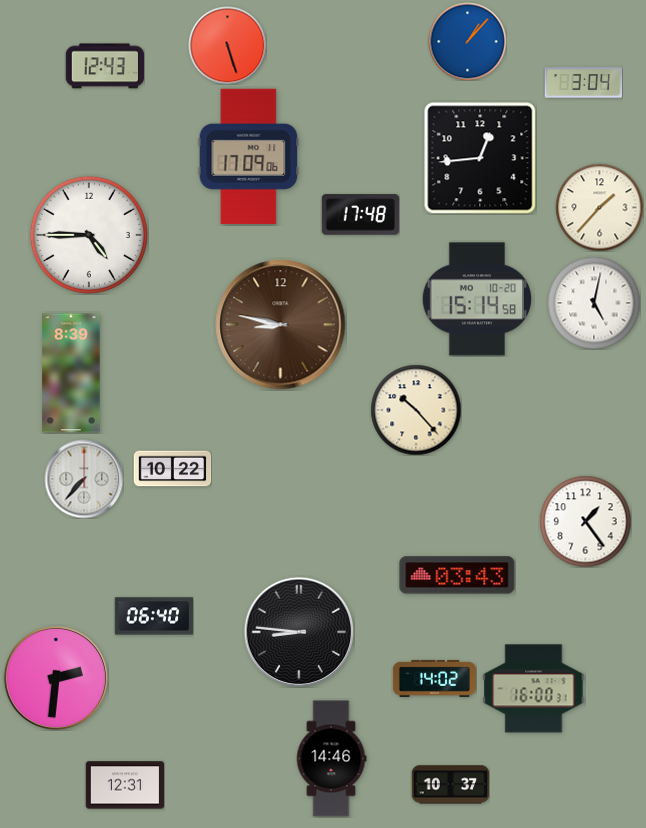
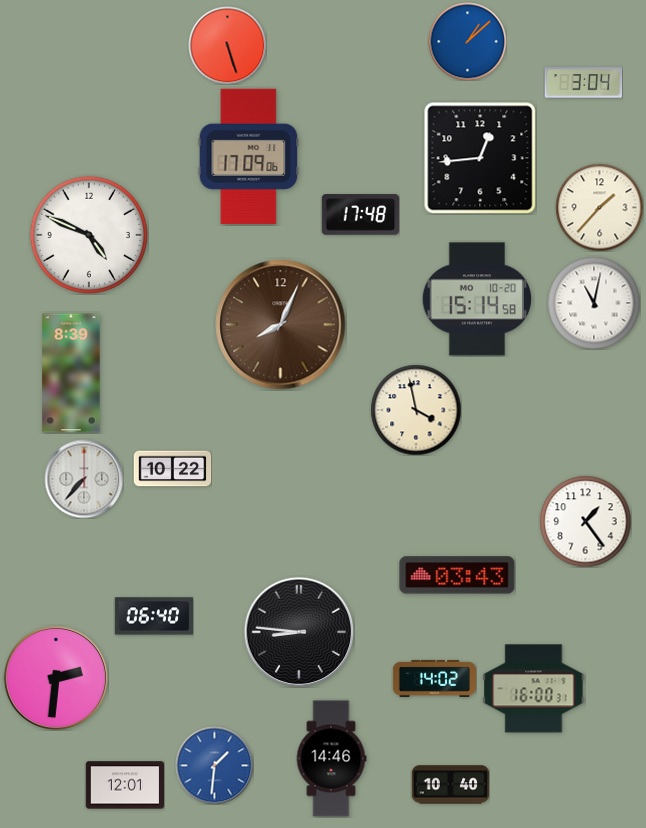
clock at (467, 41): 1:07 -> 1:08
clock at (104, 66): 12:43 -> none
clock at (89, 235): 4:45 -> 4:49
clock at (594, 303): 5:02 -> 11:02
clock at (281, 325): 8:47 -> 8:04
clock at (416, 410): 10:23 -> 3:58
clock at (214, 765): none -> 1:31
clock at (125, 785): 12:31 -> 12:01
clock at (450, 785): 10:37 -> 10:40
